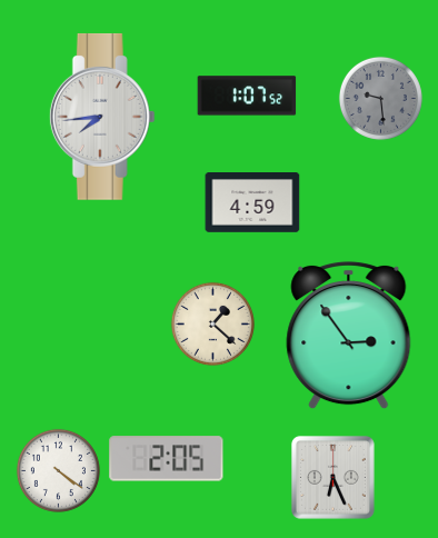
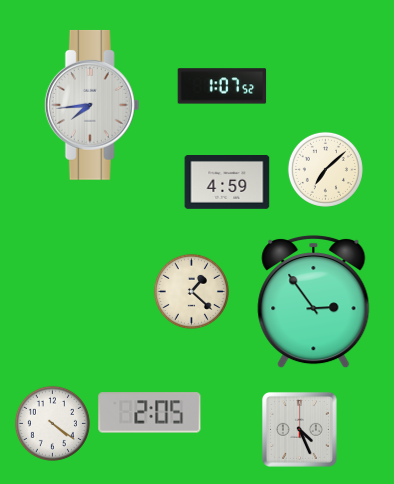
clock at (380, 98): 9:29 -> none
clock at (325, 169): none -> 7:08
clock at (332, 477): 6:26 -> 4:26
